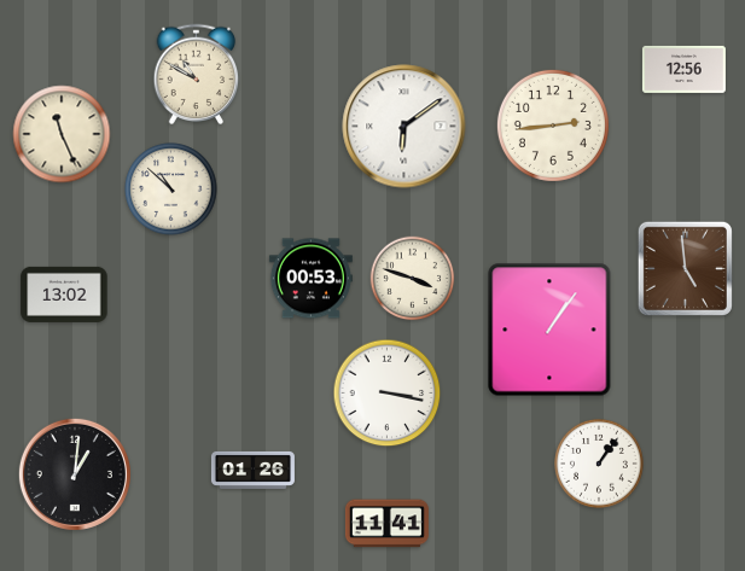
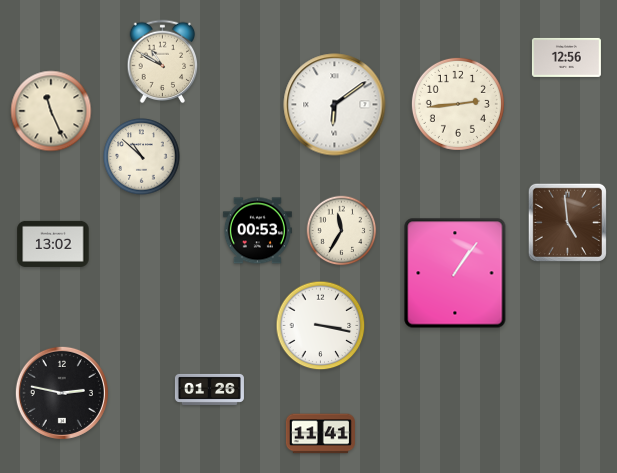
clock at (413, 279): 3:48 -> 11:35
clock at (600, 465): 1:06 -> none
clock at (75, 474): 1:01 -> 2:47
